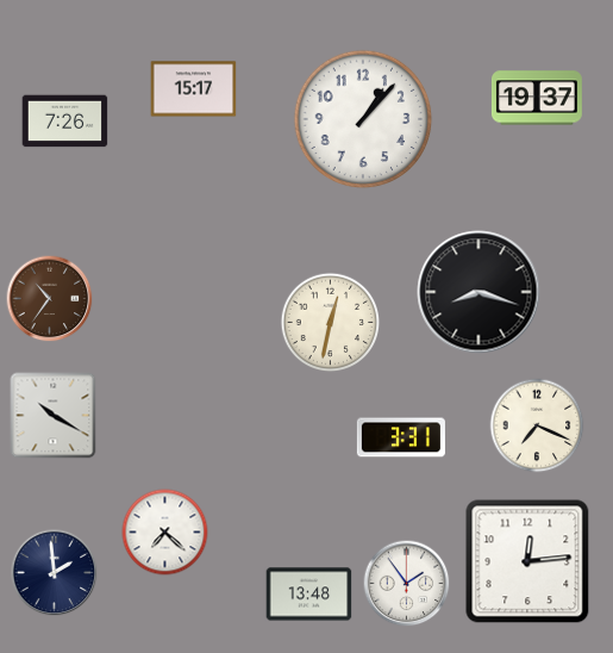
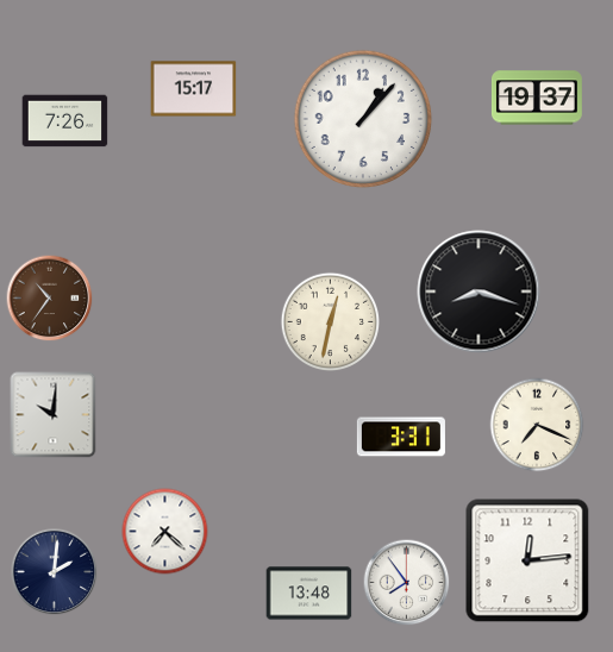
clock at (54, 416): 10:20 -> 10:01
clock at (55, 573): 1:59 -> 2:01
clock at (407, 584): 1:54 -> 7:54
